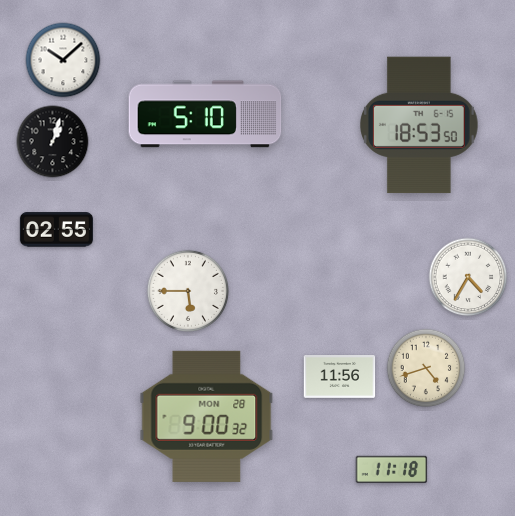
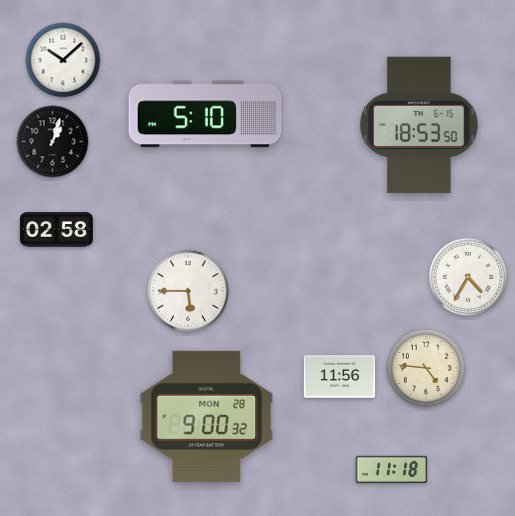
clock at (56, 230): 02:55 -> 02:58
clock at (426, 368): 4:42 -> 4:46
